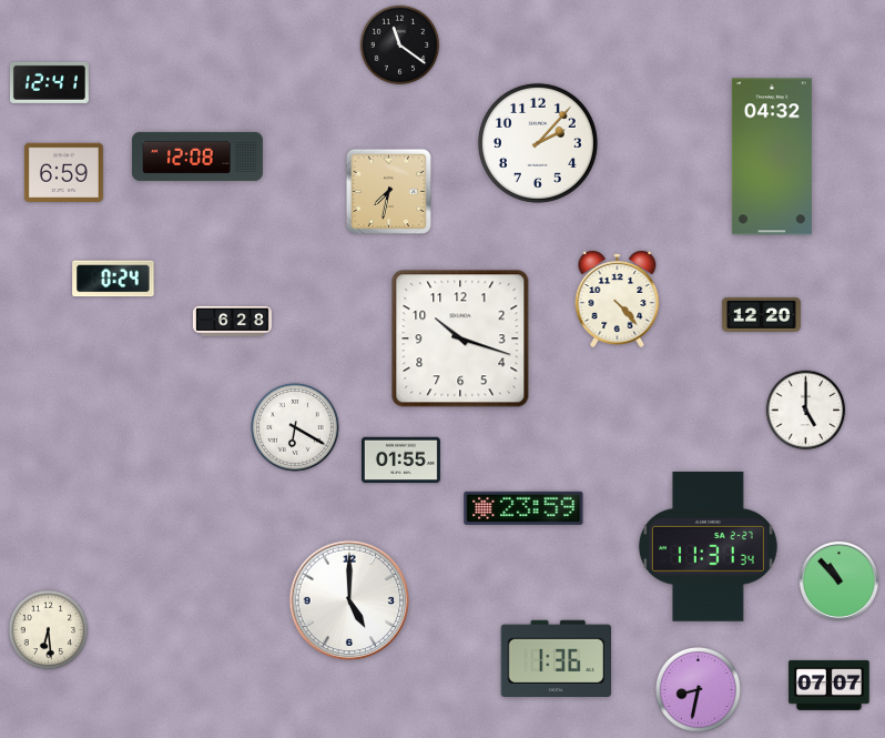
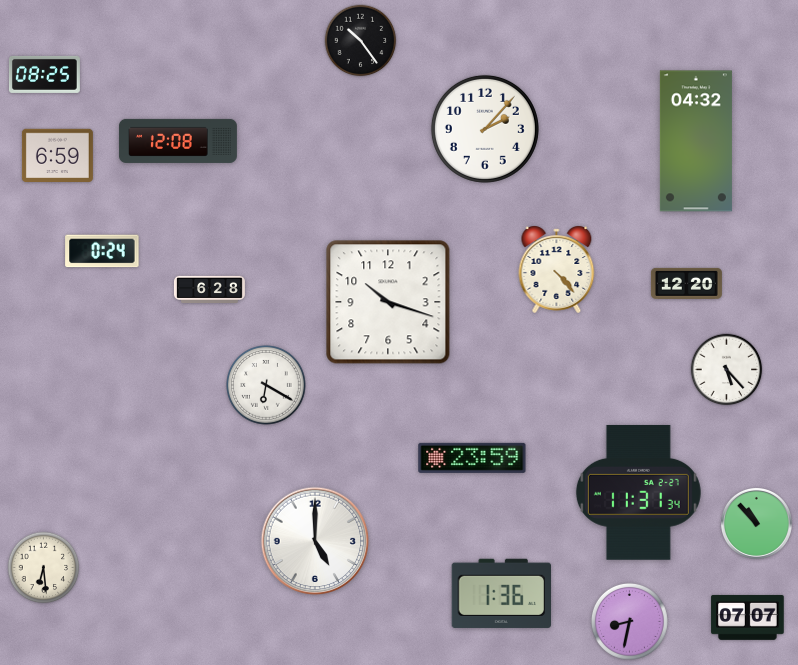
clock at (400, 46): 11:21 -> 10:24
clock at (49, 82): 12:41 -> 08:25
clock at (388, 191): 7:32 -> none
clock at (460, 338) position: (460, 338) -> (388, 302)
clock at (806, 411): 5:00 -> 5:23
clock at (400, 461): 01:55 -> none
